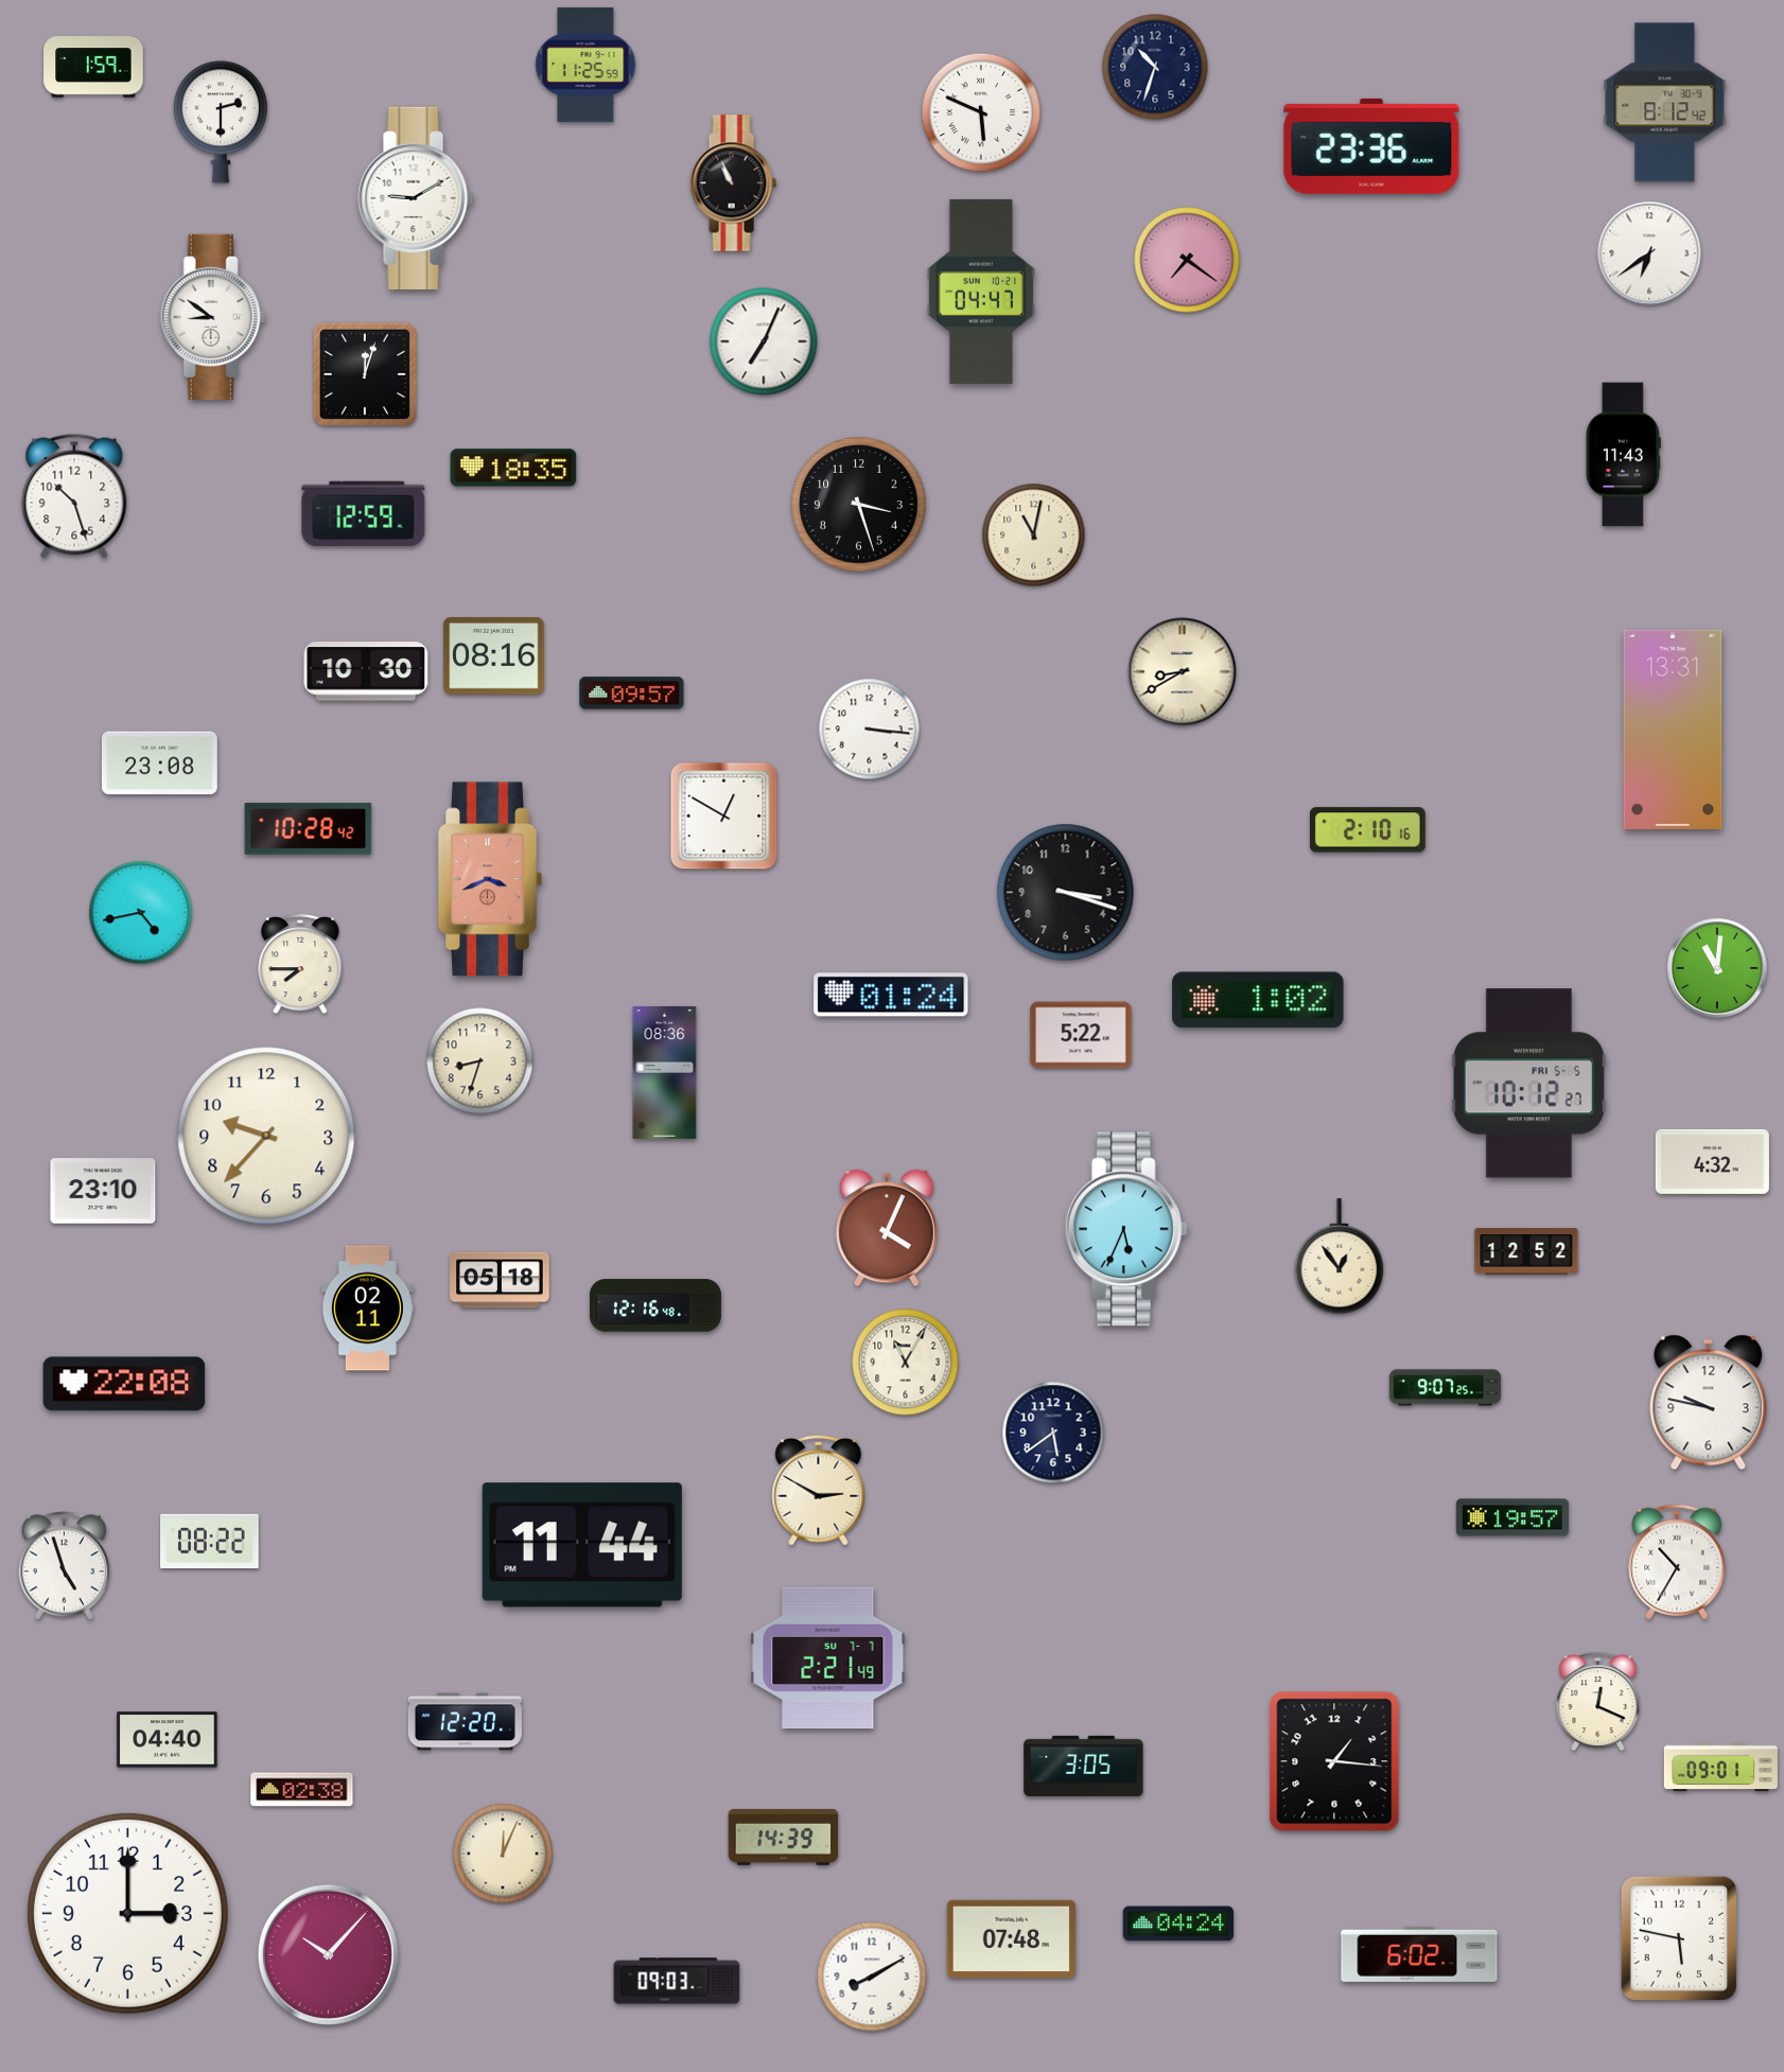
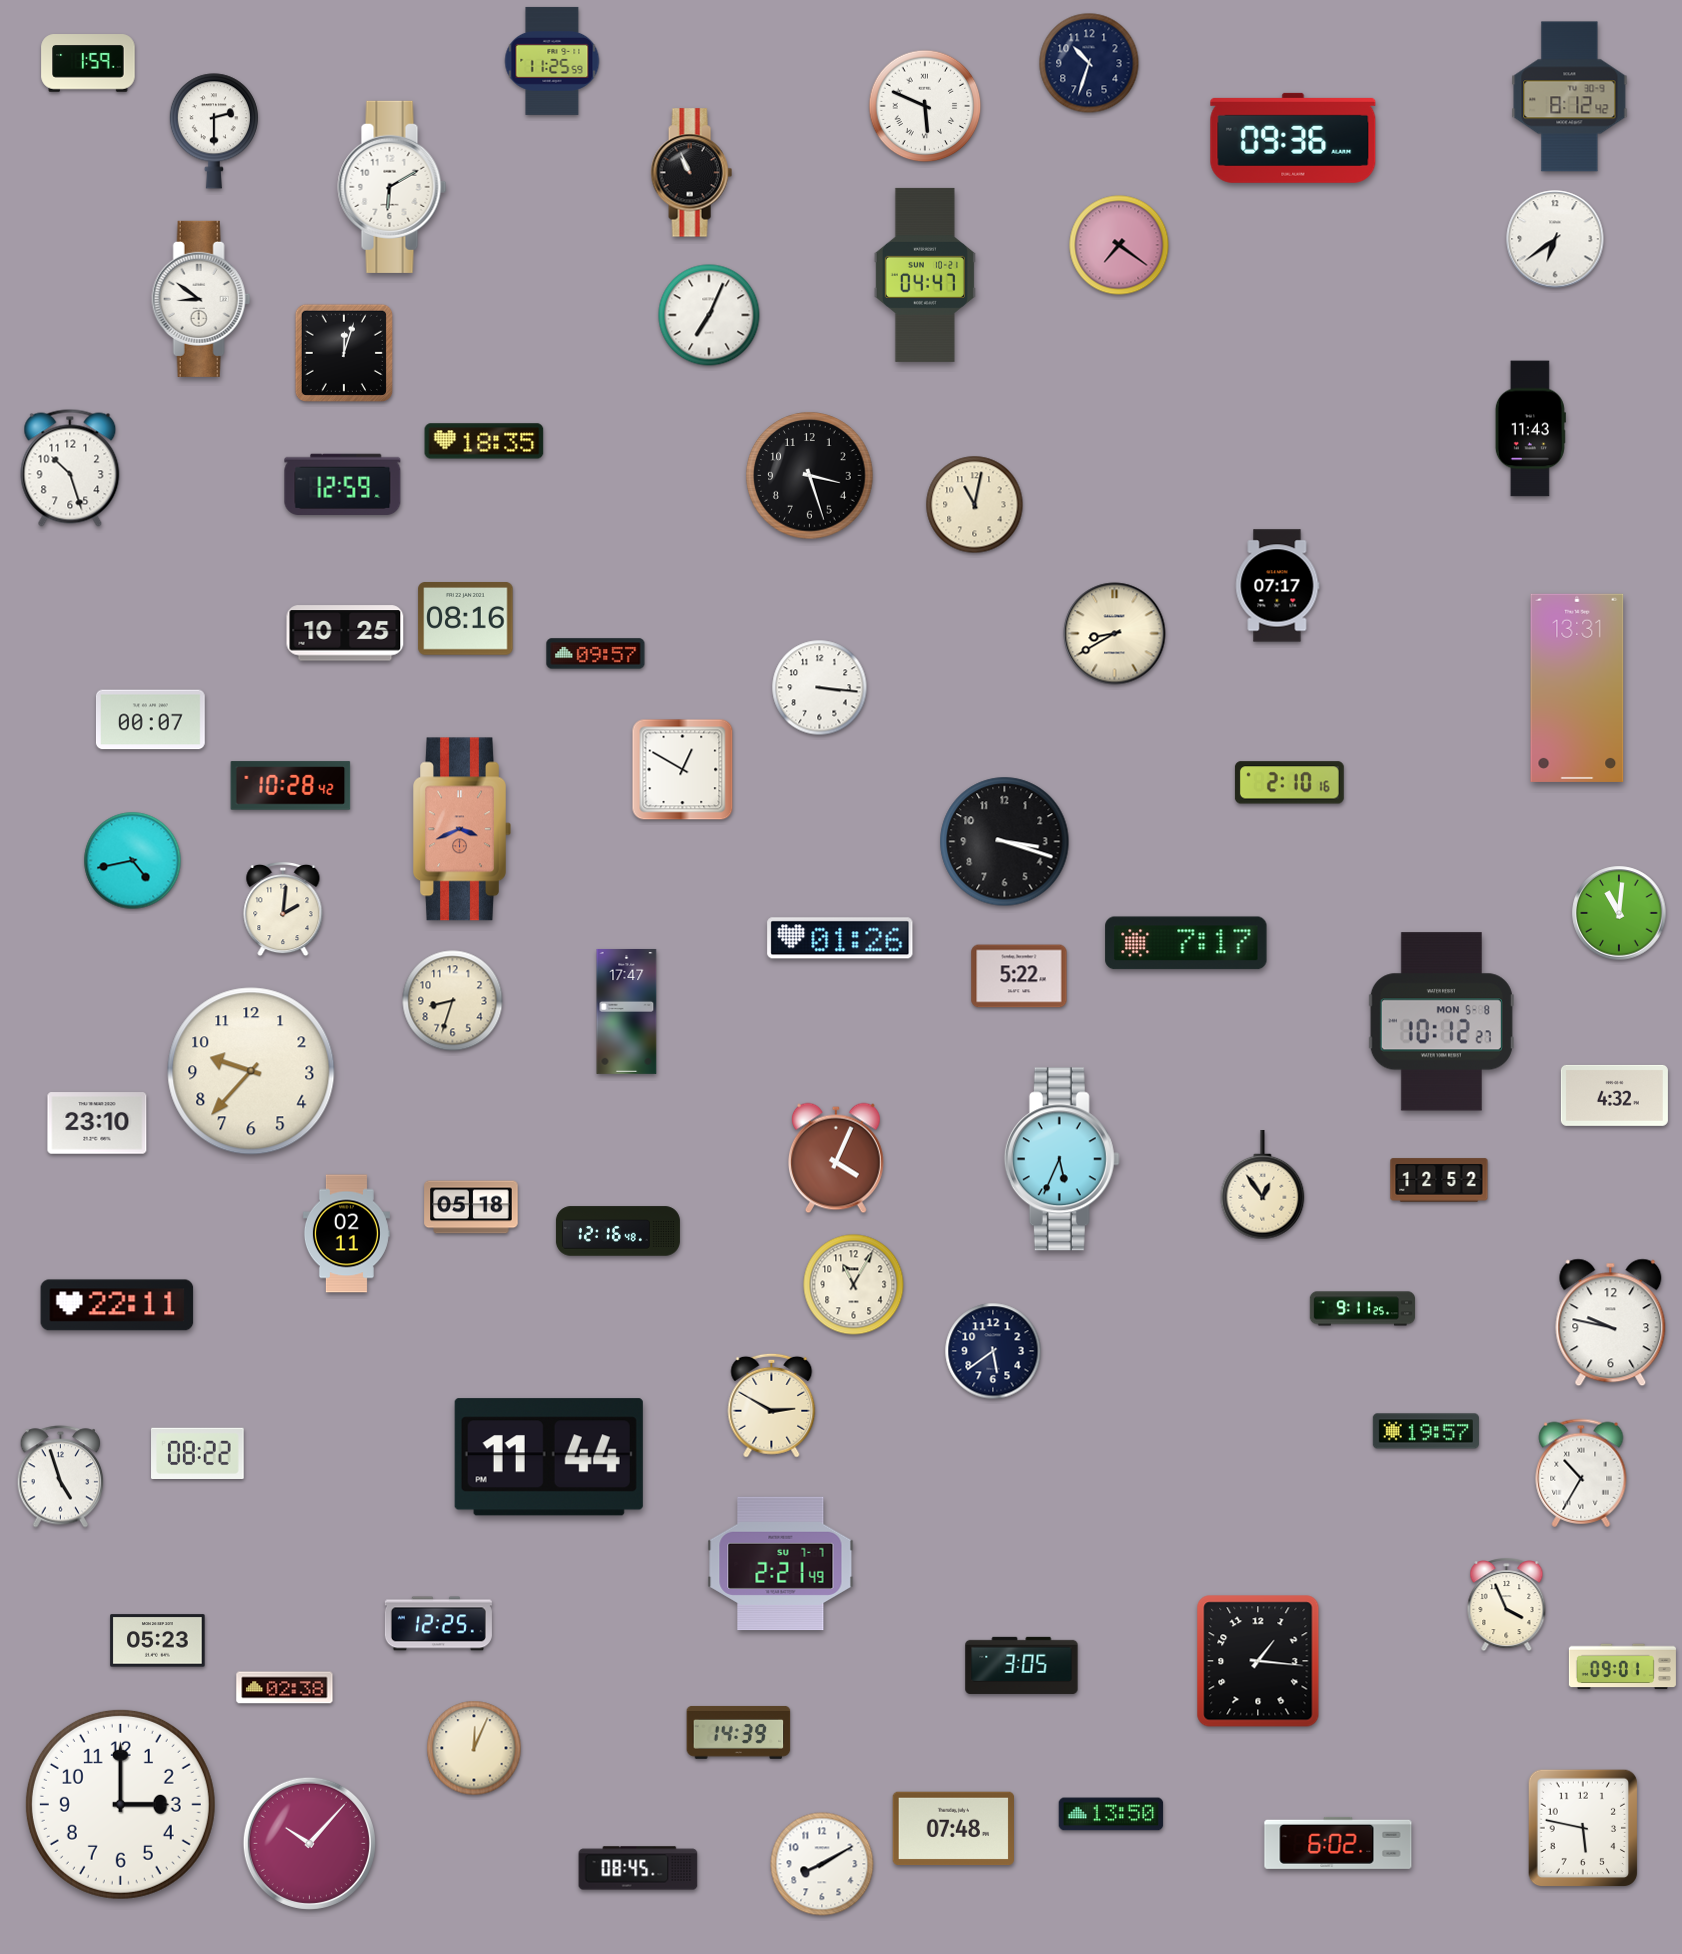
clock at (221, 122) position: (221, 122) -> (214, 131)
clock at (1371, 146): 23:36 -> 09:36
clock at (416, 198): 9:10 -> 6:10
clock at (764, 341) position: (764, 341) -> (709, 315)
clock at (1277, 586): none -> 07:17
clock at (366, 671): 10:30 -> 10:25
clock at (159, 763): 23:08 -> 00:07
clock at (309, 829) position: (309, 829) -> (291, 786)
clock at (300, 964): 7:45 -> 2:01
clock at (891, 995): 01:24 -> 01:26
clock at (1258, 1000): 1:02 -> 7:17
clock at (665, 1072): 08:36 -> 17:47
clock at (1528, 1084) date: FRI 5-5 -> MON 5-8
clock at (124, 1384): 22:08 -> 22:11
clock at (1446, 1388): 9:07 -> 9:11
clock at (1598, 1702): 12:19 -> 3:56
clock at (465, 1722): 12:20 -> 12:25
clock at (168, 1740): 04:40 -> 05:23
clock at (1178, 1924): 04:24 -> 13:50
clock at (677, 1981): 09:03 -> 08:45
